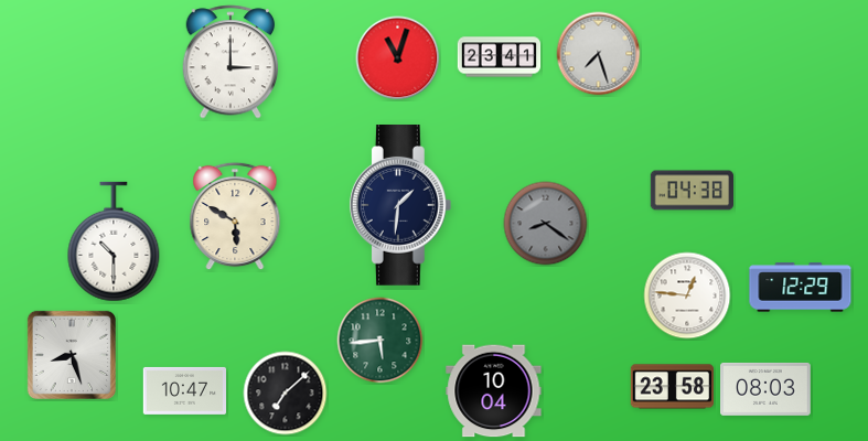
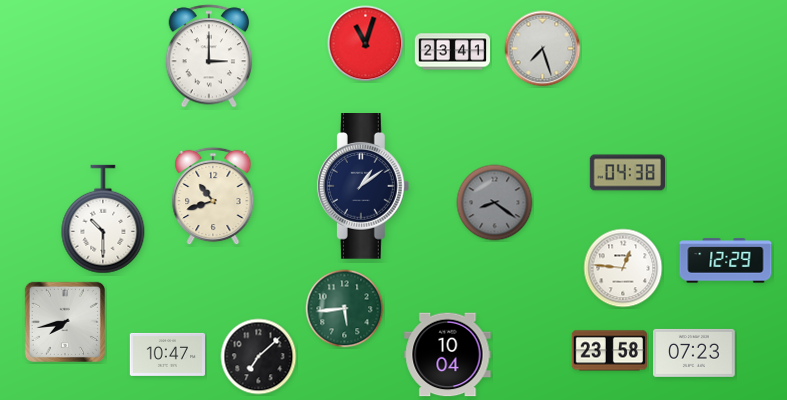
clock at (398, 58) position: (398, 58) -> (366, 44)
clock at (400, 205): 1:31 -> 1:09
clock at (235, 216): 5:50 -> 10:42
clock at (72, 355): 8:27 -> 7:43
clock at (767, 389): 08:03 -> 07:23
